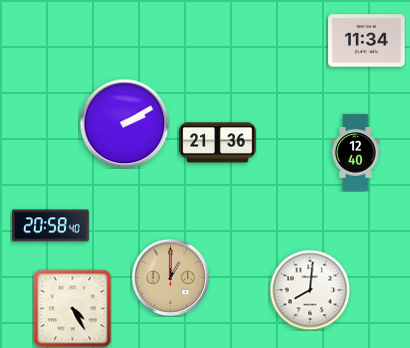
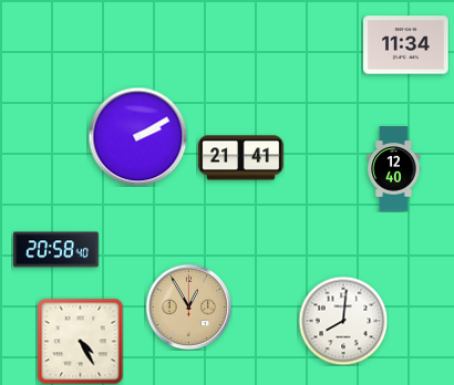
clock at (218, 143): 21:36 -> 21:41
clock at (170, 277): 1:00 -> 12:55
